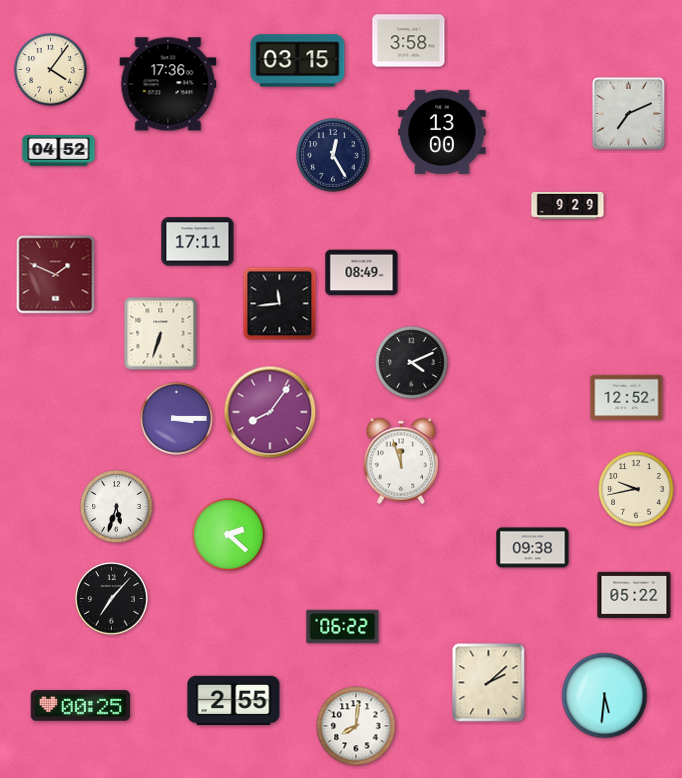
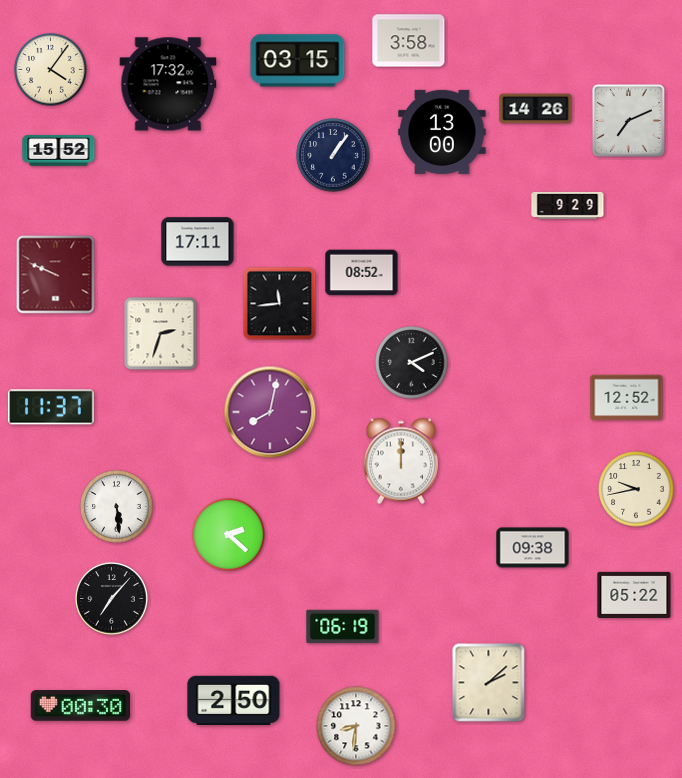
clock at (168, 84): 17:36 -> 17:32
clock at (536, 109): none -> 14:26
clock at (628, 113) position: (628, 113) -> (628, 120)
clock at (59, 151): 04:52 -> 15:52
clock at (333, 155): 12:25 -> 1:06
clock at (362, 273): 08:49 -> 08:52
clock at (56, 275): 1:49 -> 9:49
clock at (161, 334): 6:33 -> 2:33
clock at (52, 407): none -> 11:37
clock at (270, 412): 8:06 -> 8:02
clock at (177, 419): 3:15 -> none
clock at (401, 461): 11:57 -> 12:00
clock at (117, 507): 5:33 -> 5:29
clock at (343, 627): 06:22 -> 06:19
clock at (605, 696): 5:31 -> none
clock at (234, 700): 2:55 -> 2:50
clock at (81, 706): 00:25 -> 00:30
clock at (356, 726): 8:01 -> 8:31
